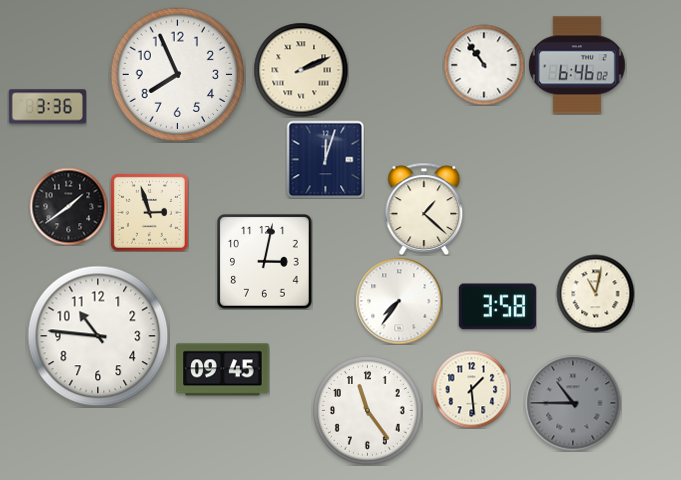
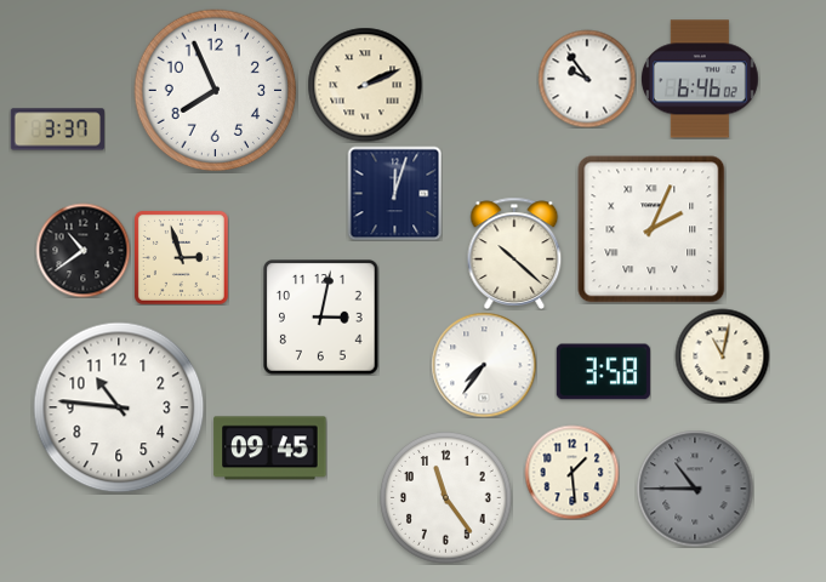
clock at (484, 65): 10:54 -> 9:54
clock at (47, 107): 3:36 -> 3:37
clock at (651, 229): none -> 2:04
clock at (68, 206): 1:39 -> 10:39
clock at (424, 209): 1:22 -> 10:22
